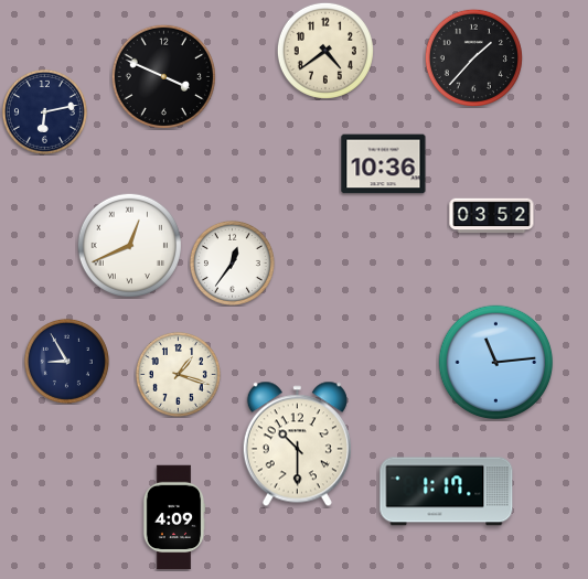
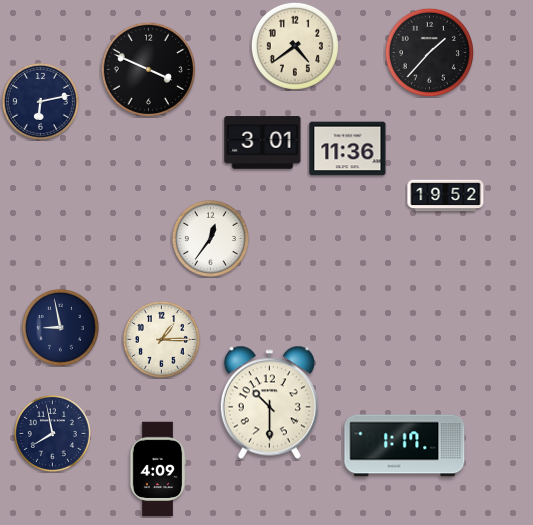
clock at (263, 143): none -> 3:01
clock at (384, 164): 10:36 -> 11:36
clock at (492, 216): 03:52 -> 19:52
clock at (129, 245): 12:41 -> none
clock at (66, 361): 8:55 -> 8:58
clock at (496, 363): 11:14 -> none
clock at (178, 374): 1:18 -> 1:15
clock at (52, 433): none -> 7:58
